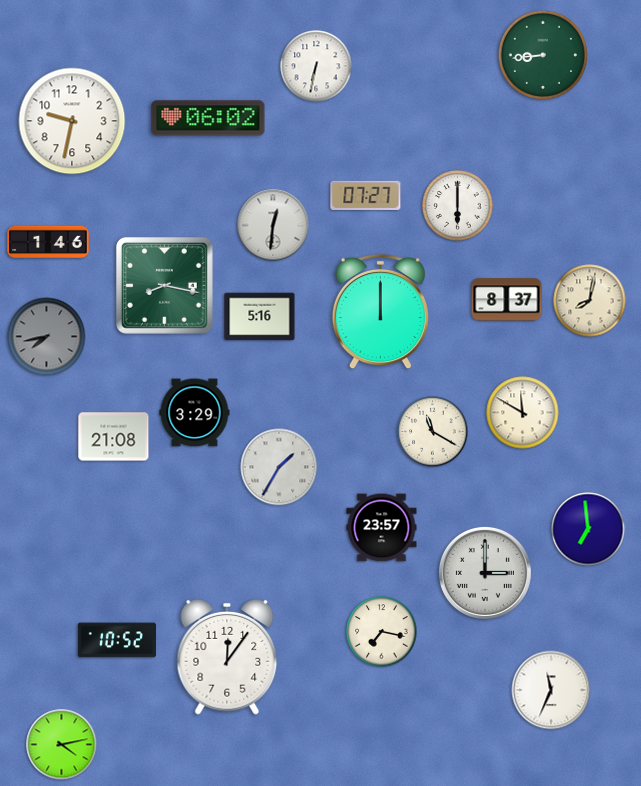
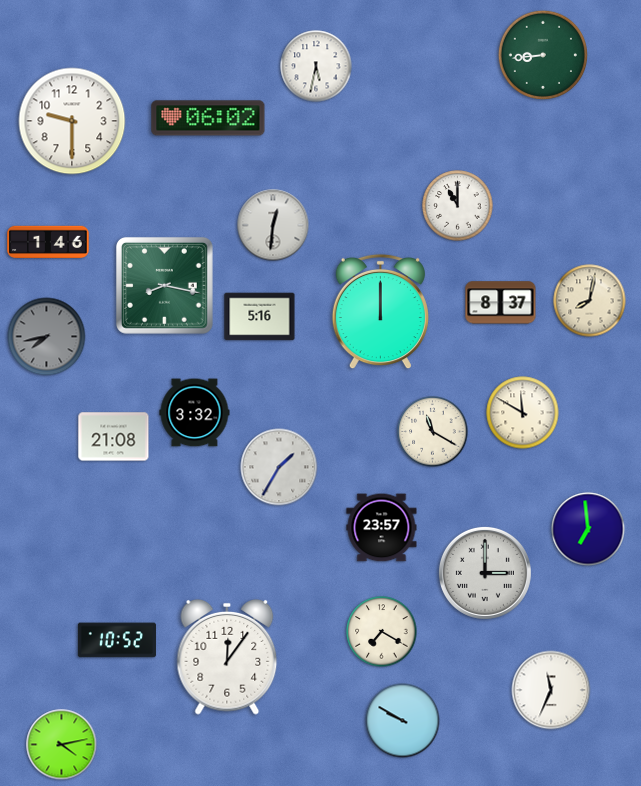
clock at (316, 66): 6:32 -> 5:32
clock at (72, 121): 9:32 -> 9:30
clock at (366, 195): 07:27 -> none
clock at (458, 206): 6:00 -> 11:00
clock at (507, 300) position: (507, 300) -> (501, 303)
clock at (195, 413): 3:29 -> 3:32
clock at (382, 632): 7:17 -> 7:20
clock at (403, 721): none -> 9:50
